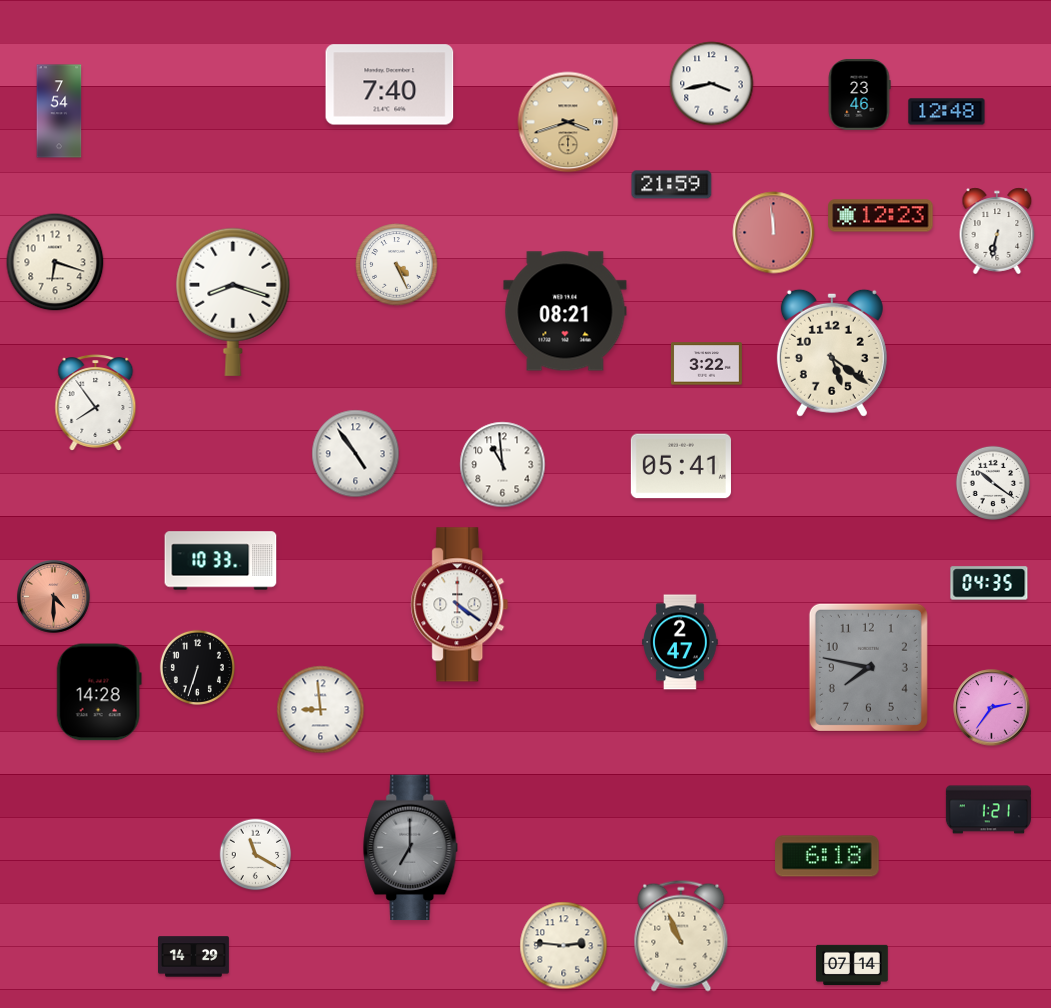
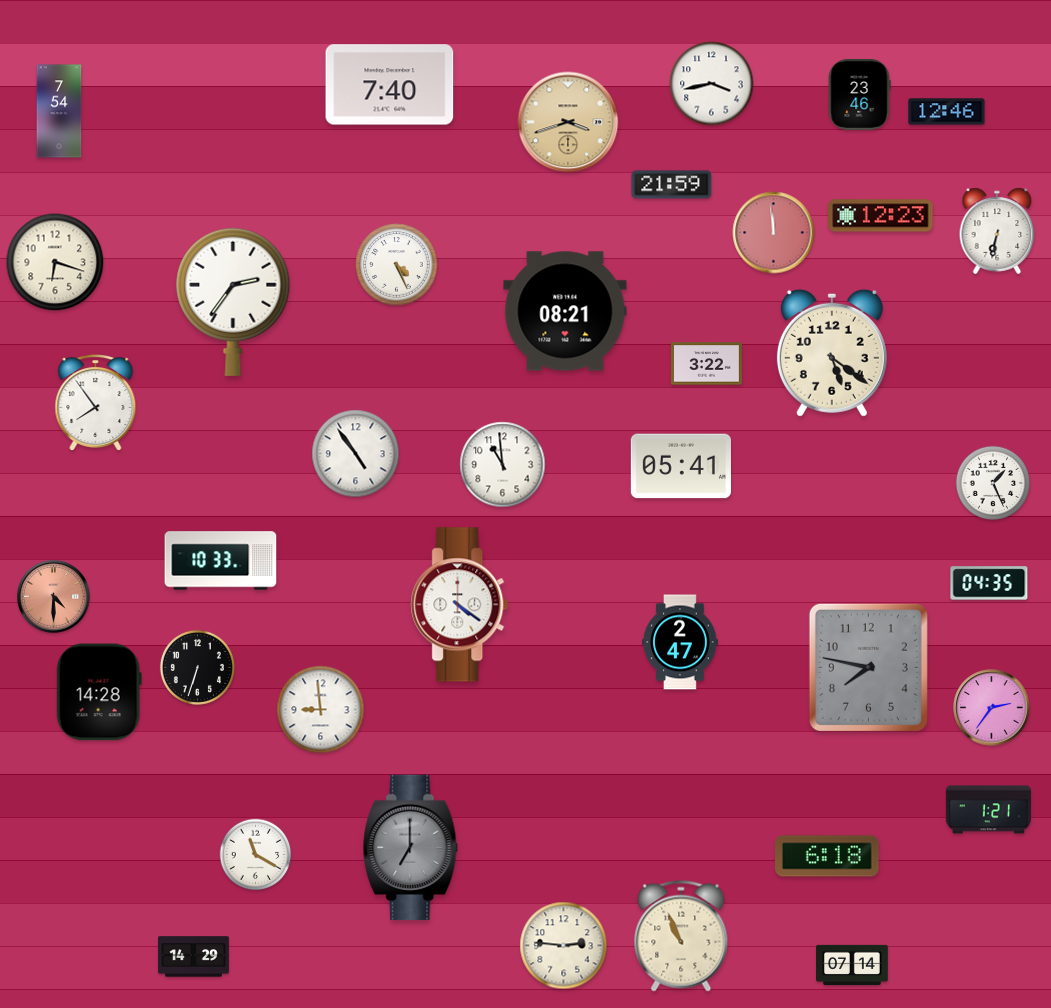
clock at (947, 112): 12:48 -> 12:46
clock at (233, 302): 8:18 -> 2:36
clock at (993, 483): 10:21 -> 1:26
